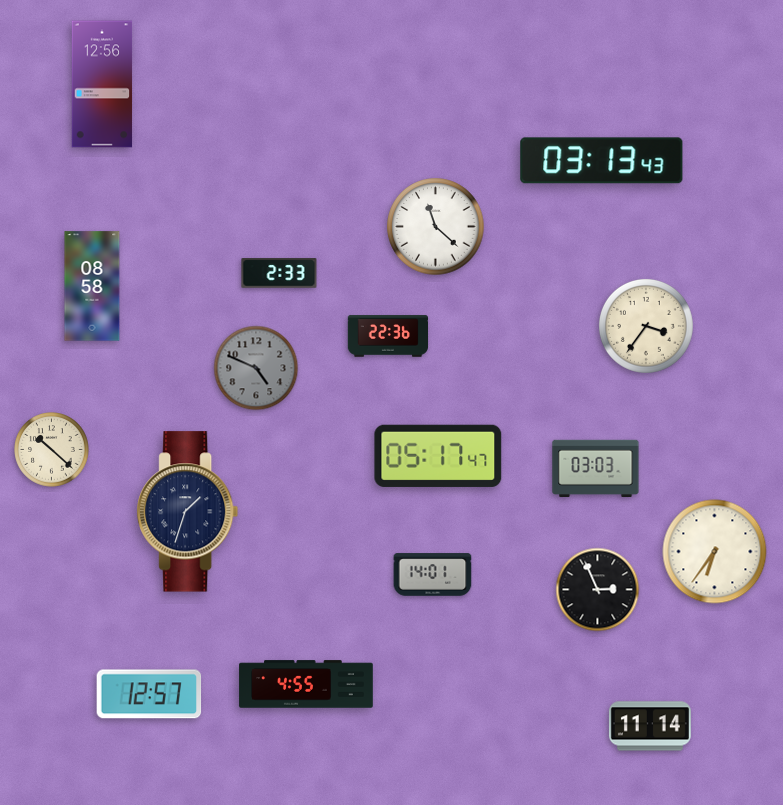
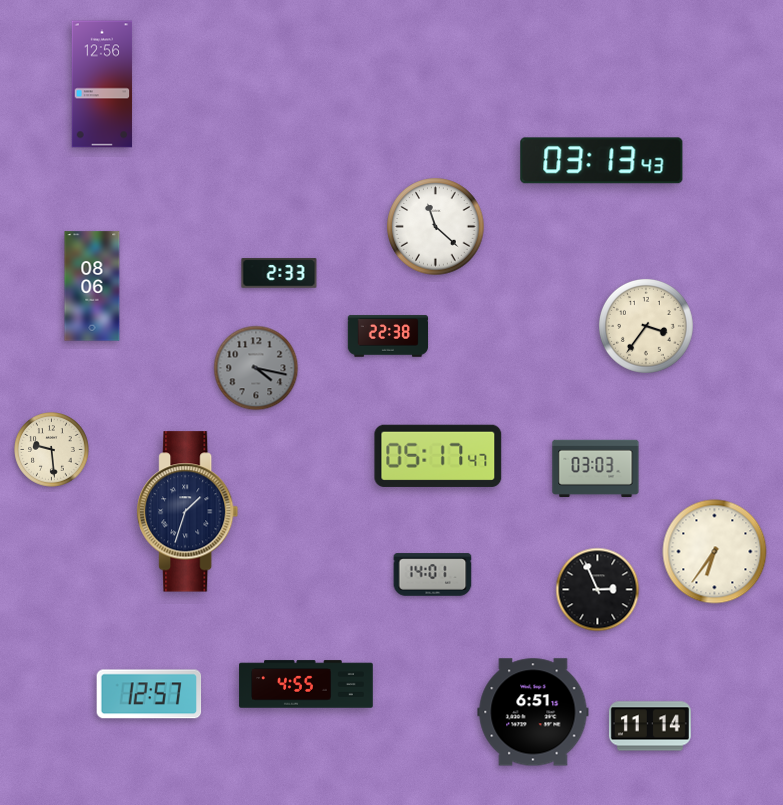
clock at (92, 286): 08:58 -> 08:06
clock at (388, 336): 22:36 -> 22:38
clock at (256, 368): 4:49 -> 4:17
clock at (52, 450): 10:22 -> 9:29
clock at (533, 712): none -> 6:51
